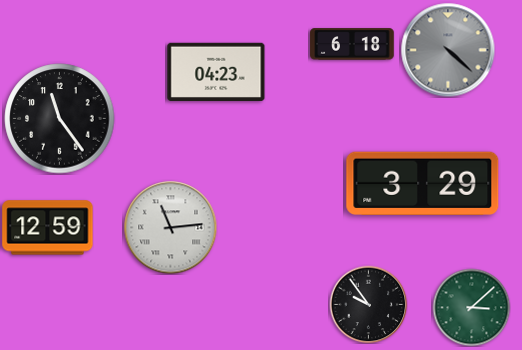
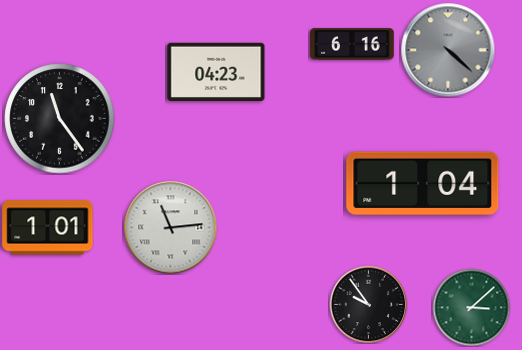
clock at (352, 44): 6:18 -> 6:16
clock at (423, 183): 3:29 -> 1:04
clock at (48, 228): 12:59 -> 1:01
